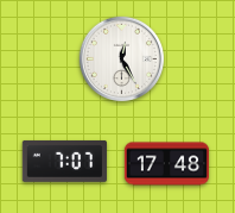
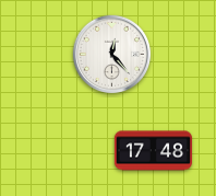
clock at (121, 58): 12:25 -> 12:23
clock at (64, 162): 7:07 -> none
